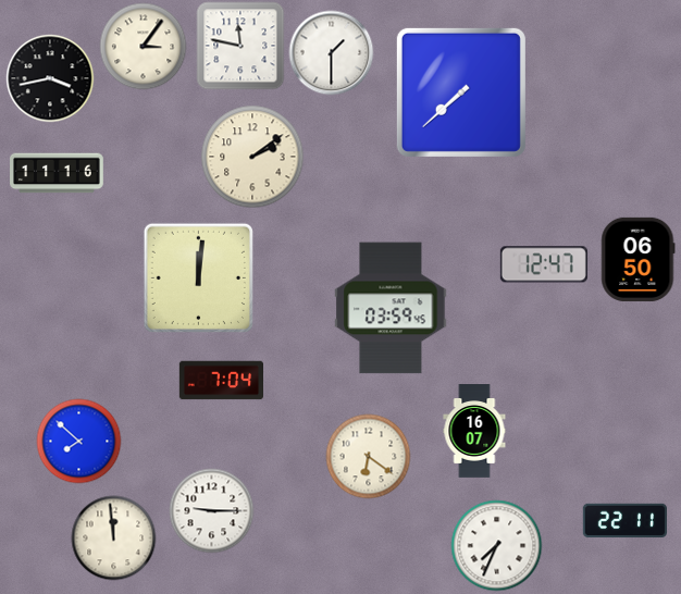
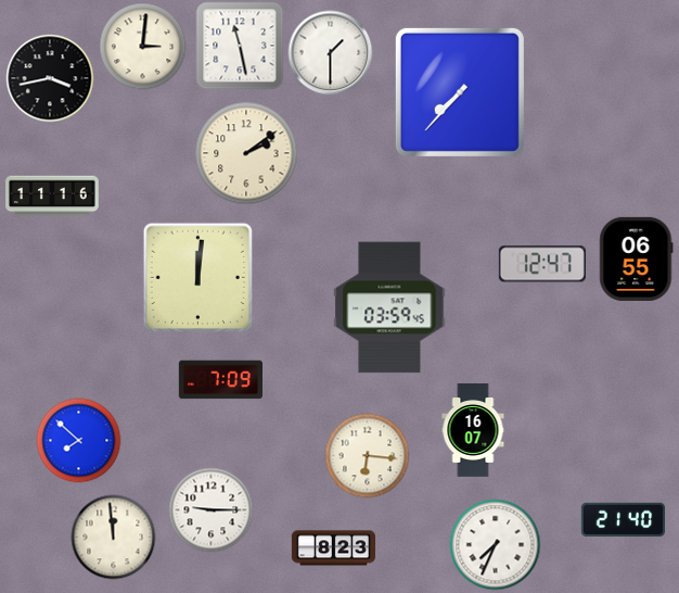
clock at (143, 46): 3:06 -> 3:01
clock at (240, 46): 11:47 -> 11:28
clock at (461, 92): 7:38 -> 7:37
clock at (252, 157) position: (252, 157) -> (246, 153)
clock at (57, 173) position: (57, 173) -> (52, 195)
clock at (639, 259): 06:50 -> 06:55
clock at (221, 381): 7:04 -> 7:09
clock at (368, 456): 6:21 -> 6:16
clock at (624, 520): 22:11 -> 21:40
clock at (333, 548): none -> 8:23
